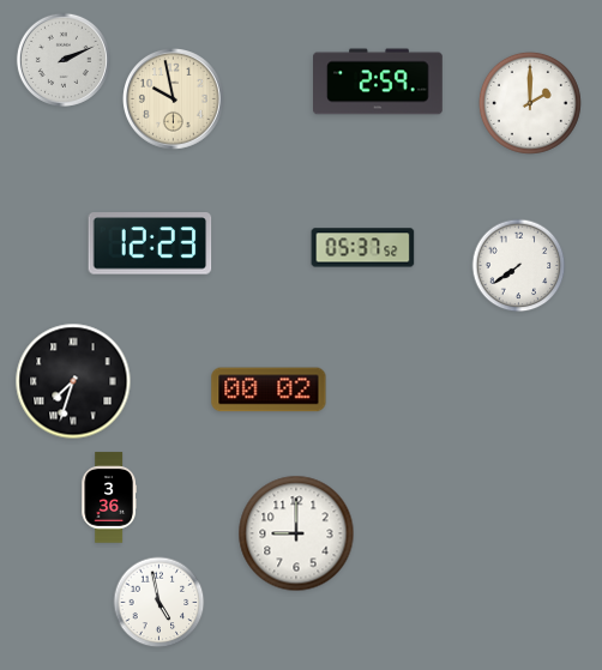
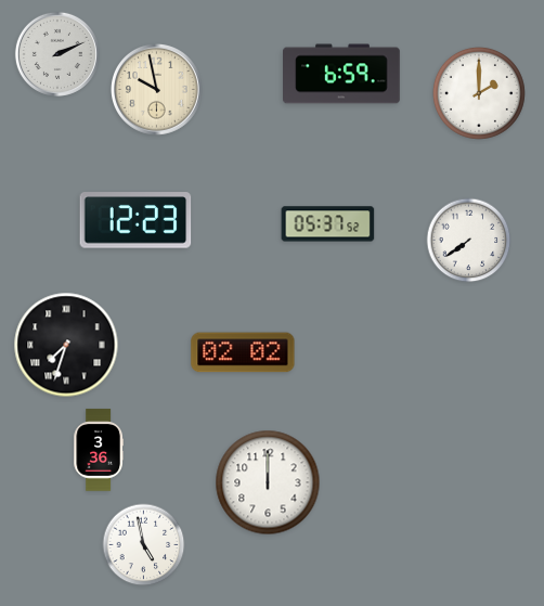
clock at (379, 82): 2:59 -> 6:59
clock at (269, 390): 00:02 -> 02:02
clock at (296, 533): 9:00 -> 12:00
